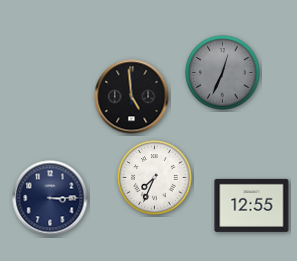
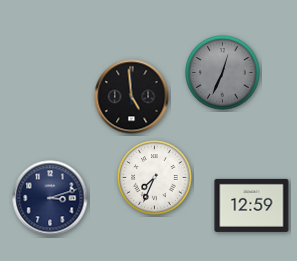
clock at (50, 198): 3:15 -> 3:12
clock at (252, 205): 12:55 -> 12:59
